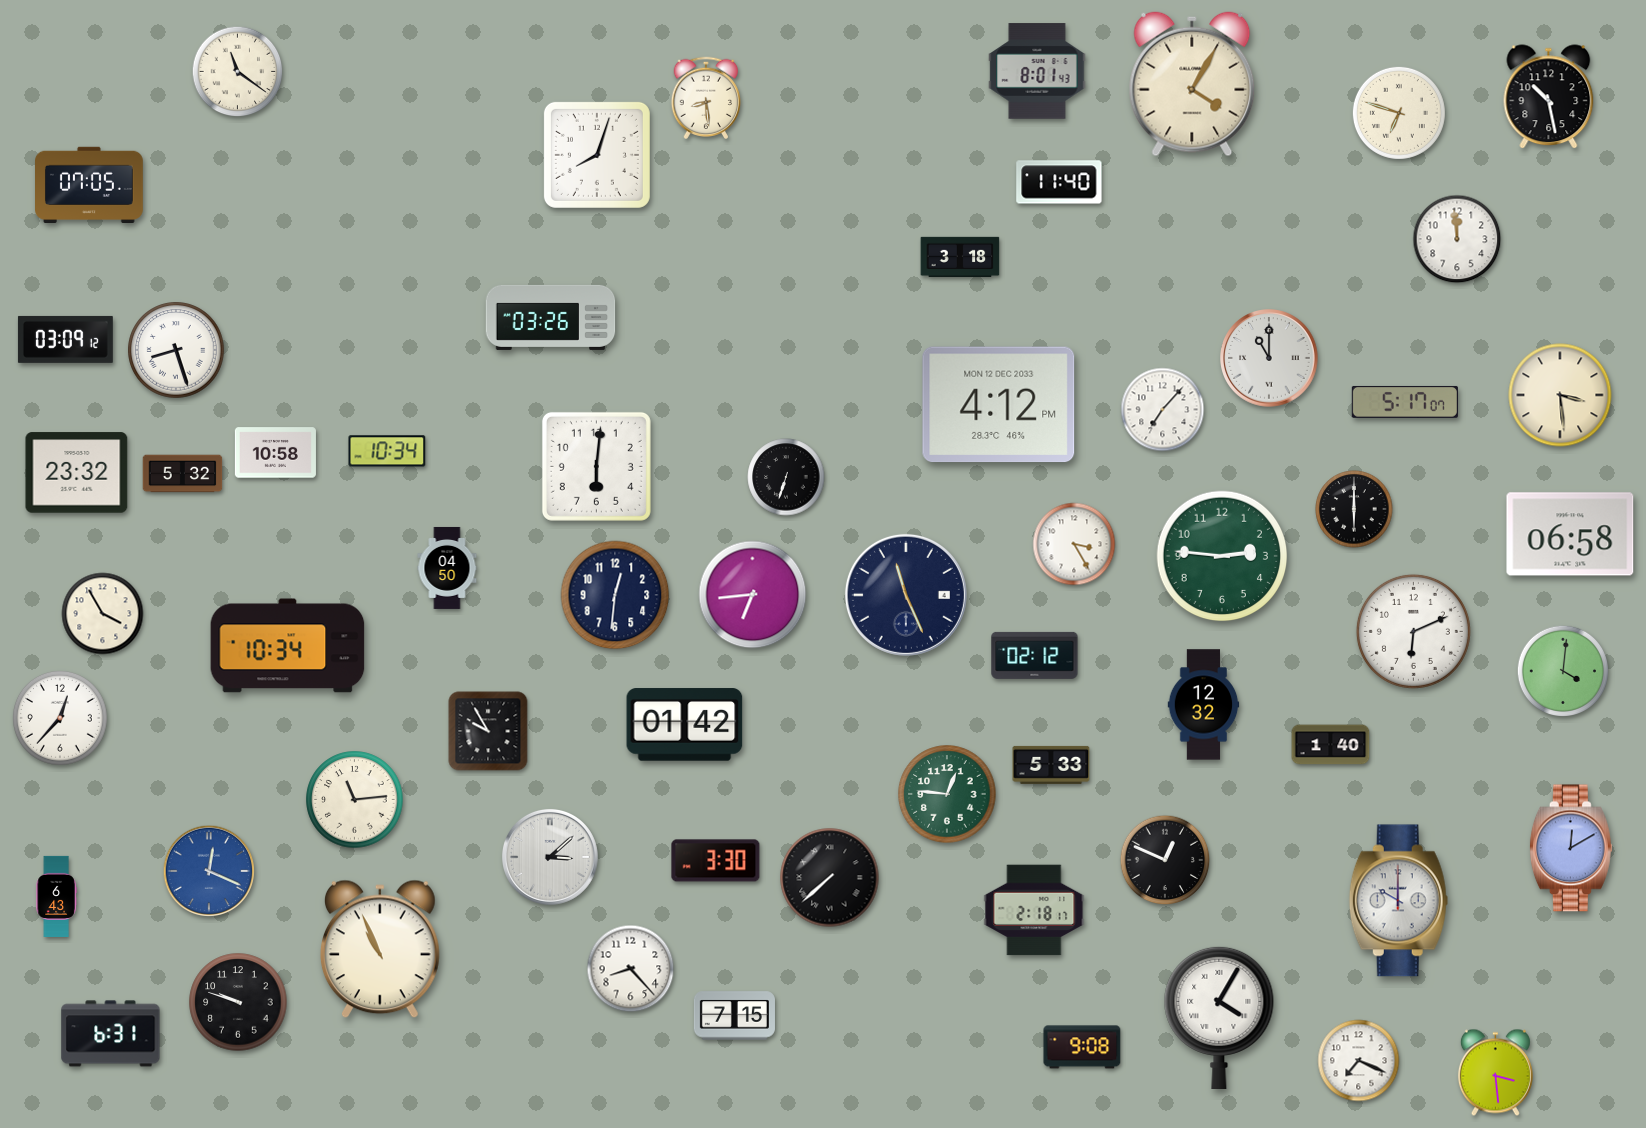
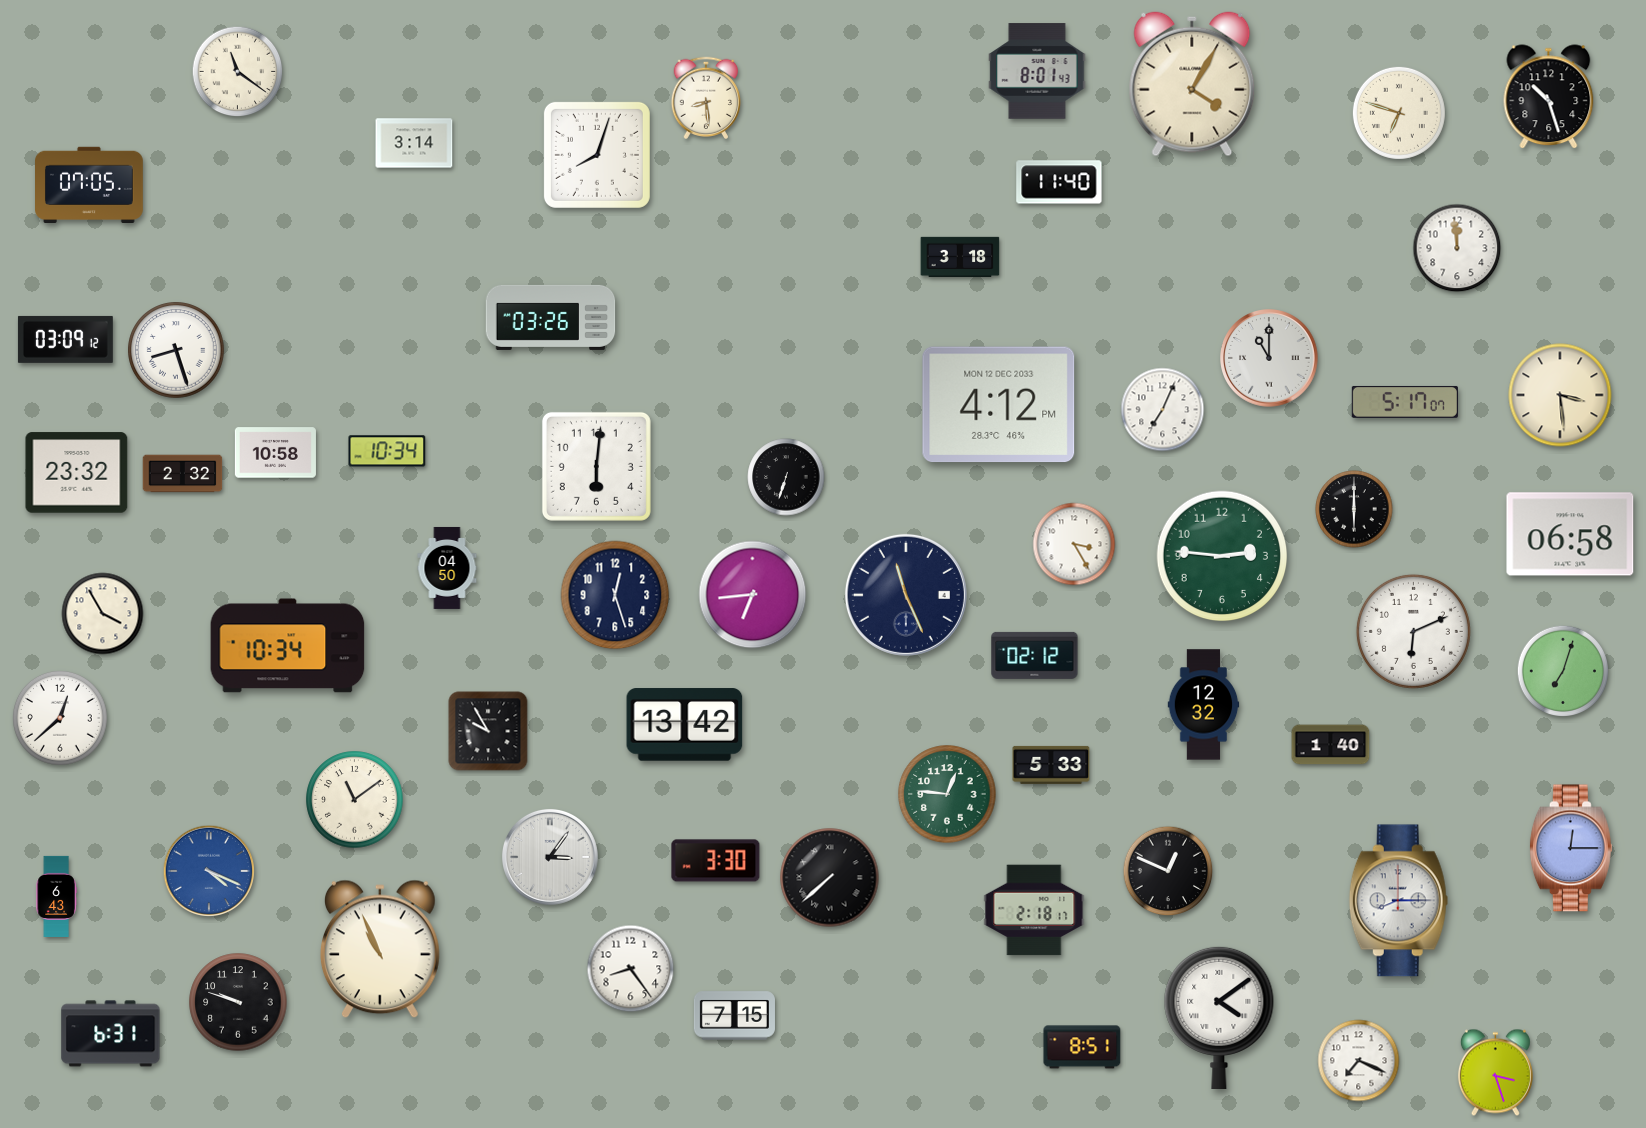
clock at (1549, 97): 10:28 -> 10:27
clock at (414, 143): none -> 3:14
clock at (1457, 239) position: (1457, 239) -> (1457, 248)
clock at (1163, 410): 7:07 -> 7:04
clock at (183, 474): 5:32 -> 2:32
clock at (615, 595): 12:31 -> 12:27
clock at (1562, 670): 4:01 -> 7:03
clock at (60, 718): 12:37 -> 12:38
clock at (685, 725): 01:42 -> 13:42
clock at (355, 800): 11:14 -> 11:09
clock at (1571, 848): 12:10 -> 12:15
clock at (550, 857): 3:08 -> 3:06
clock at (1165, 860) position: (1165, 860) -> (1168, 871)
clock at (209, 871): 12:19 -> 4:19
clock at (1398, 901): 10:00 -> 8:15
clock at (631, 969): 8:23 -> 8:24
clock at (1219, 1017): 4:05 -> 4:09
clock at (1082, 1047): 9:08 -> 8:51
clock at (1495, 1073): 3:29 -> 3:27
